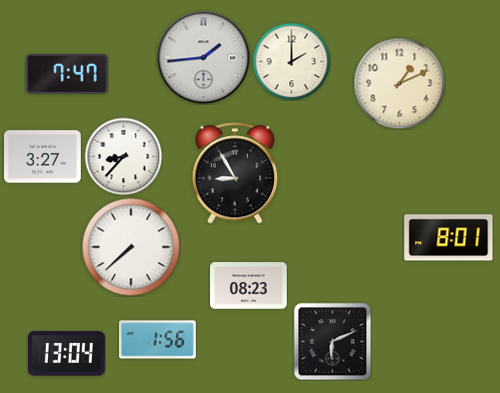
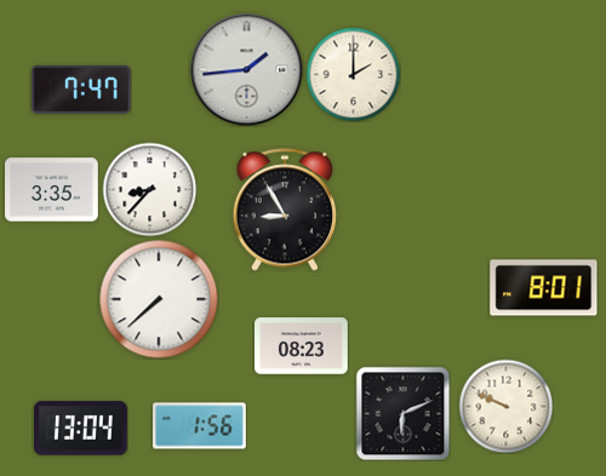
clock at (399, 83): 1:11 -> none
clock at (43, 157): 3:27 -> 3:35
clock at (505, 406): none -> 9:49
clock at (158, 340) position: (158, 340) -> (200, 426)
